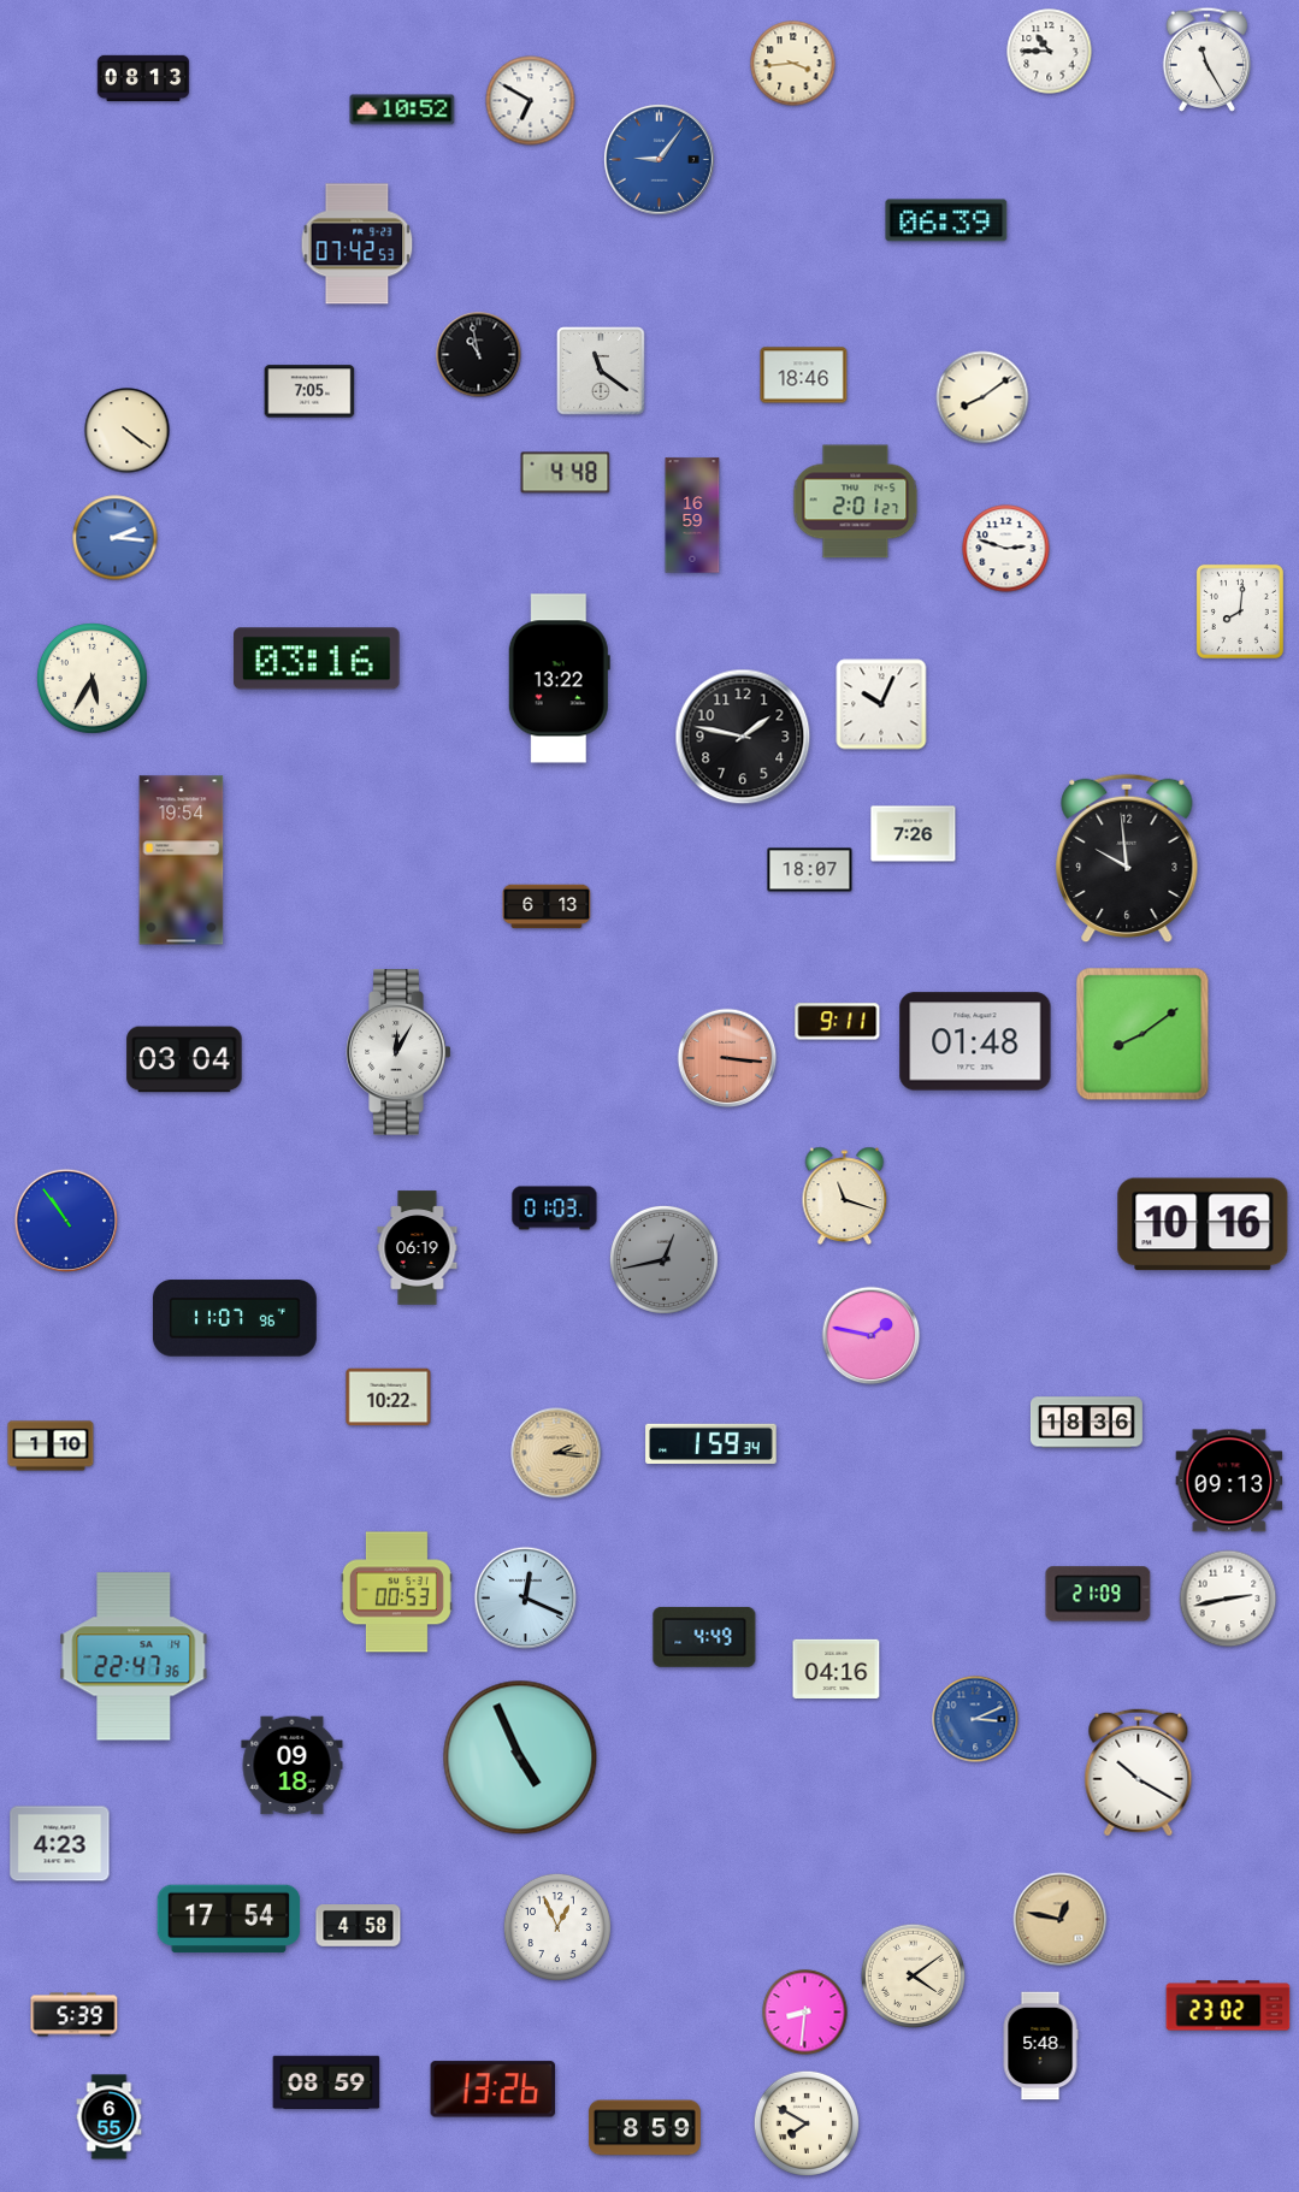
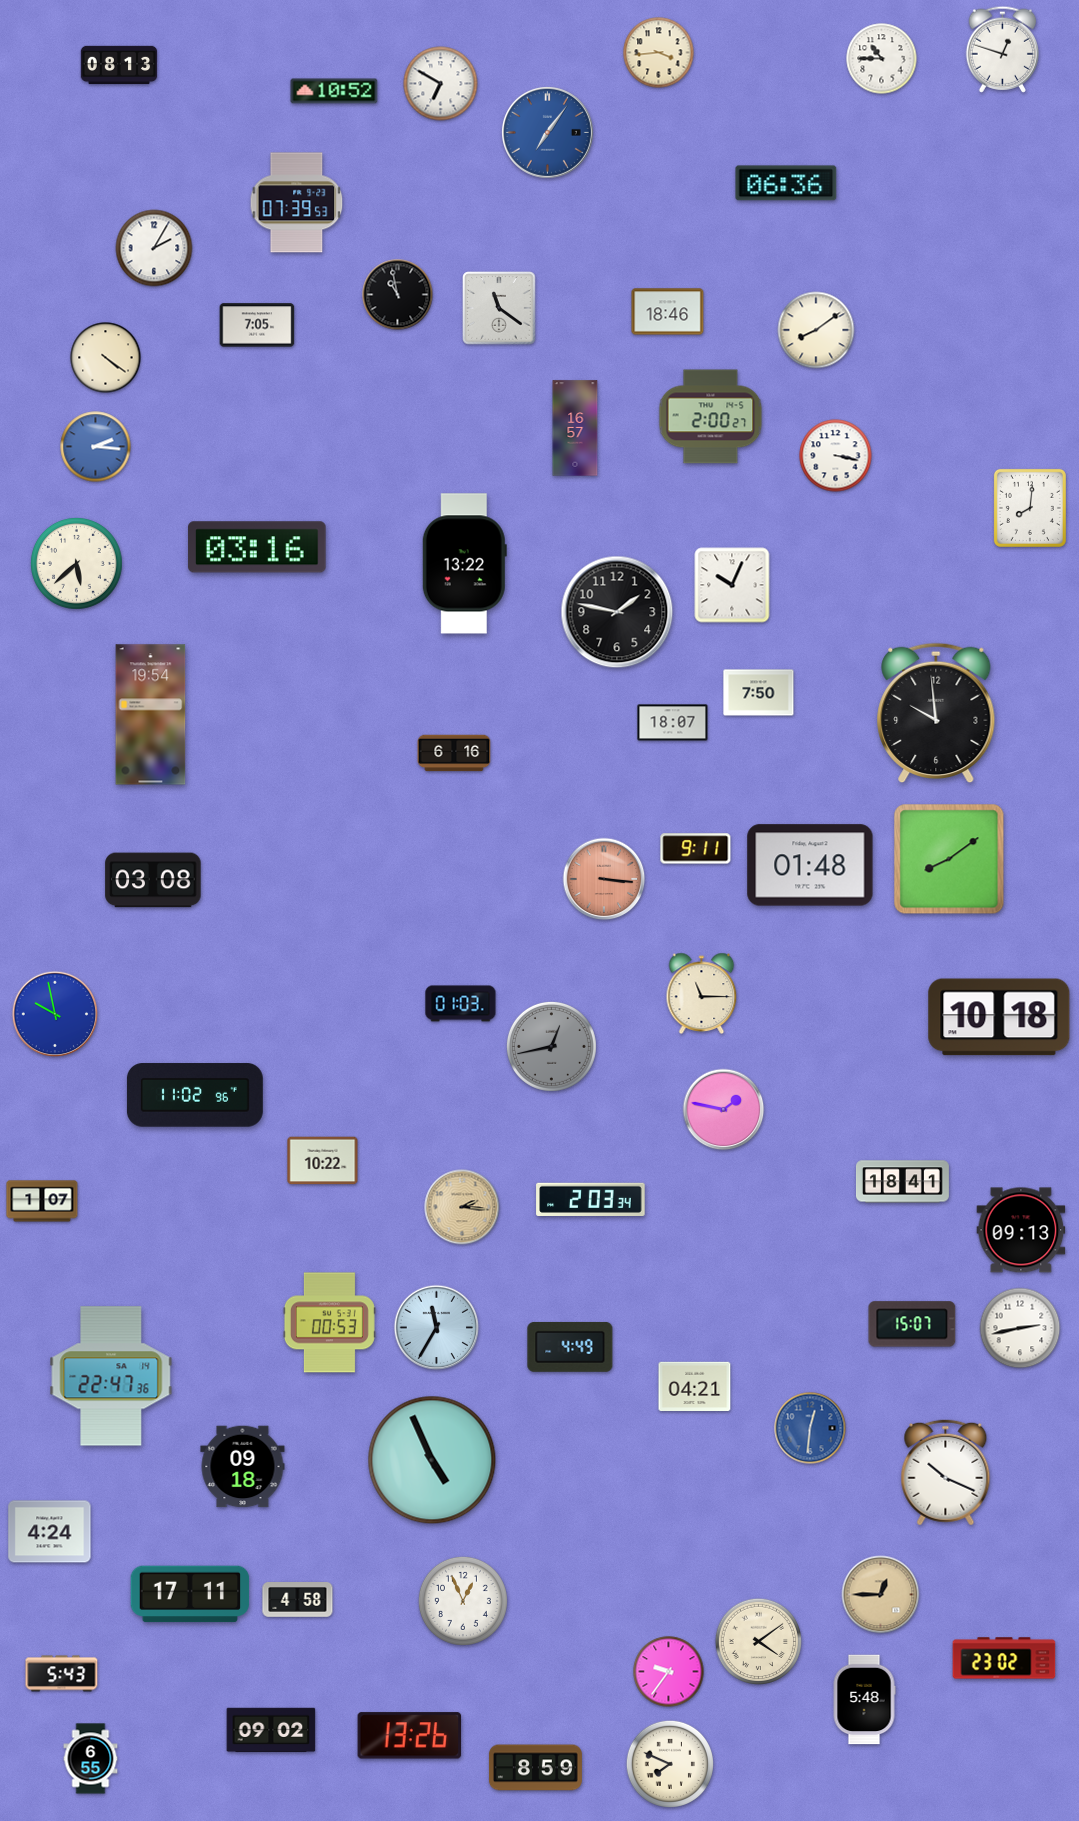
clock at (1050, 52) position: (1050, 52) -> (882, 59)
clock at (1208, 59): 11:25 -> 12:48
clock at (659, 159): 9:06 -> 7:06
clock at (946, 220): 06:39 -> 06:36
clock at (358, 244): 07:42 -> 07:39
clock at (154, 248): none -> 2:05
clock at (566, 473): 4:48 -> none
clock at (856, 502): 2:01 -> 2:00
clock at (692, 515): 16:59 -> 16:57
clock at (1006, 549): 2:48 -> 3:17
clock at (317, 658) position: (317, 658) -> (257, 547)
clock at (93, 679): 5:35 -> 5:38
clock at (914, 834): 7:26 -> 7:50
clock at (547, 906): 6:13 -> 6:16
clock at (398, 1052): 12:05 -> none
clock at (184, 1059): 03:04 -> 03:08
clock at (845, 1197): 11:18 -> 11:15
clock at (65, 1219): 10:54 -> 9:58
clock at (1203, 1224): 10:16 -> 10:18
clock at (418, 1248): 06:19 -> none
clock at (235, 1318): 11:07 -> 11:02
clock at (1086, 1423): 18:36 -> 18:41
clock at (712, 1443): 1:59 -> 2:03
clock at (51, 1446): 1:10 -> 1:07
clock at (1098, 1594): 21:09 -> 15:07
clock at (526, 1599): 12:19 -> 11:35
clock at (704, 1637) position: (704, 1637) -> (570, 1347)
clock at (837, 1670): 04:16 -> 04:21
clock at (975, 1719): 3:11 -> 12:31
clock at (1139, 1773): 10:20 -> 10:19
clock at (60, 1844): 4:23 -> 4:24
clock at (229, 1919): 17:54 -> 17:11
clock at (1061, 1920): 12:47 -> 12:45
clock at (1228, 2005) position: (1228, 2005) -> (1004, 1658)
clock at (805, 2013): 8:31 -> 9:36
clock at (75, 2015): 5:39 -> 5:43
clock at (326, 2082): 08:59 -> 09:02
clock at (805, 2122): 7:50 -> 7:49
